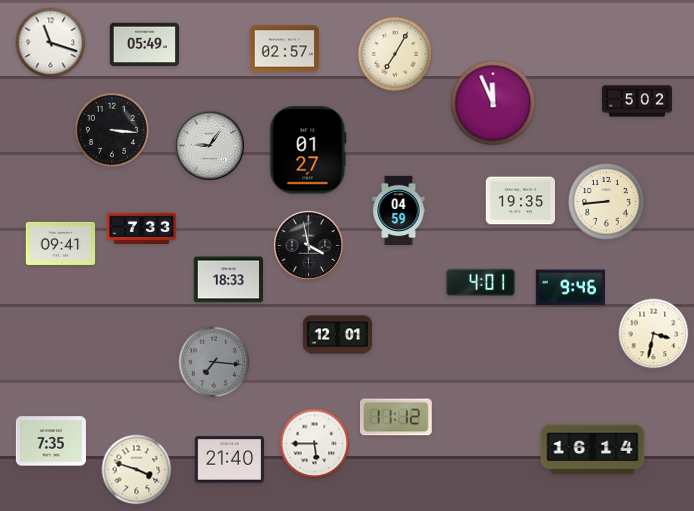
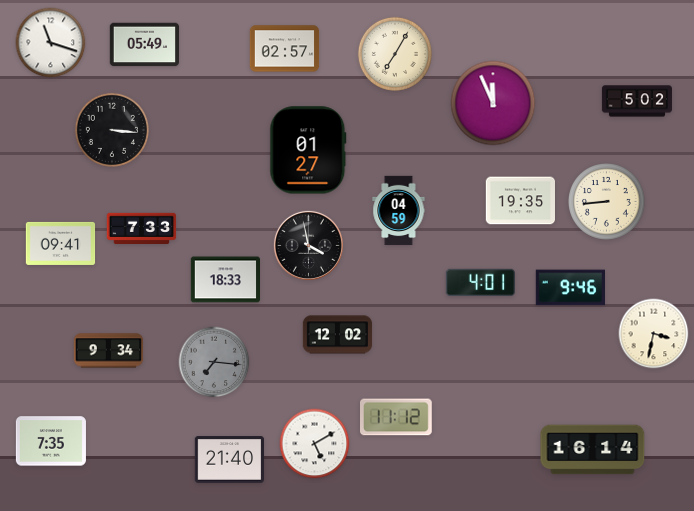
clock at (209, 145): 9:06 -> none
clock at (229, 280) position: (229, 280) -> (226, 280)
clock at (338, 335): 12:01 -> 12:02
clock at (109, 351): none -> 9:34
clock at (315, 444): 5:45 -> 5:10
clock at (137, 470): 3:48 -> none
